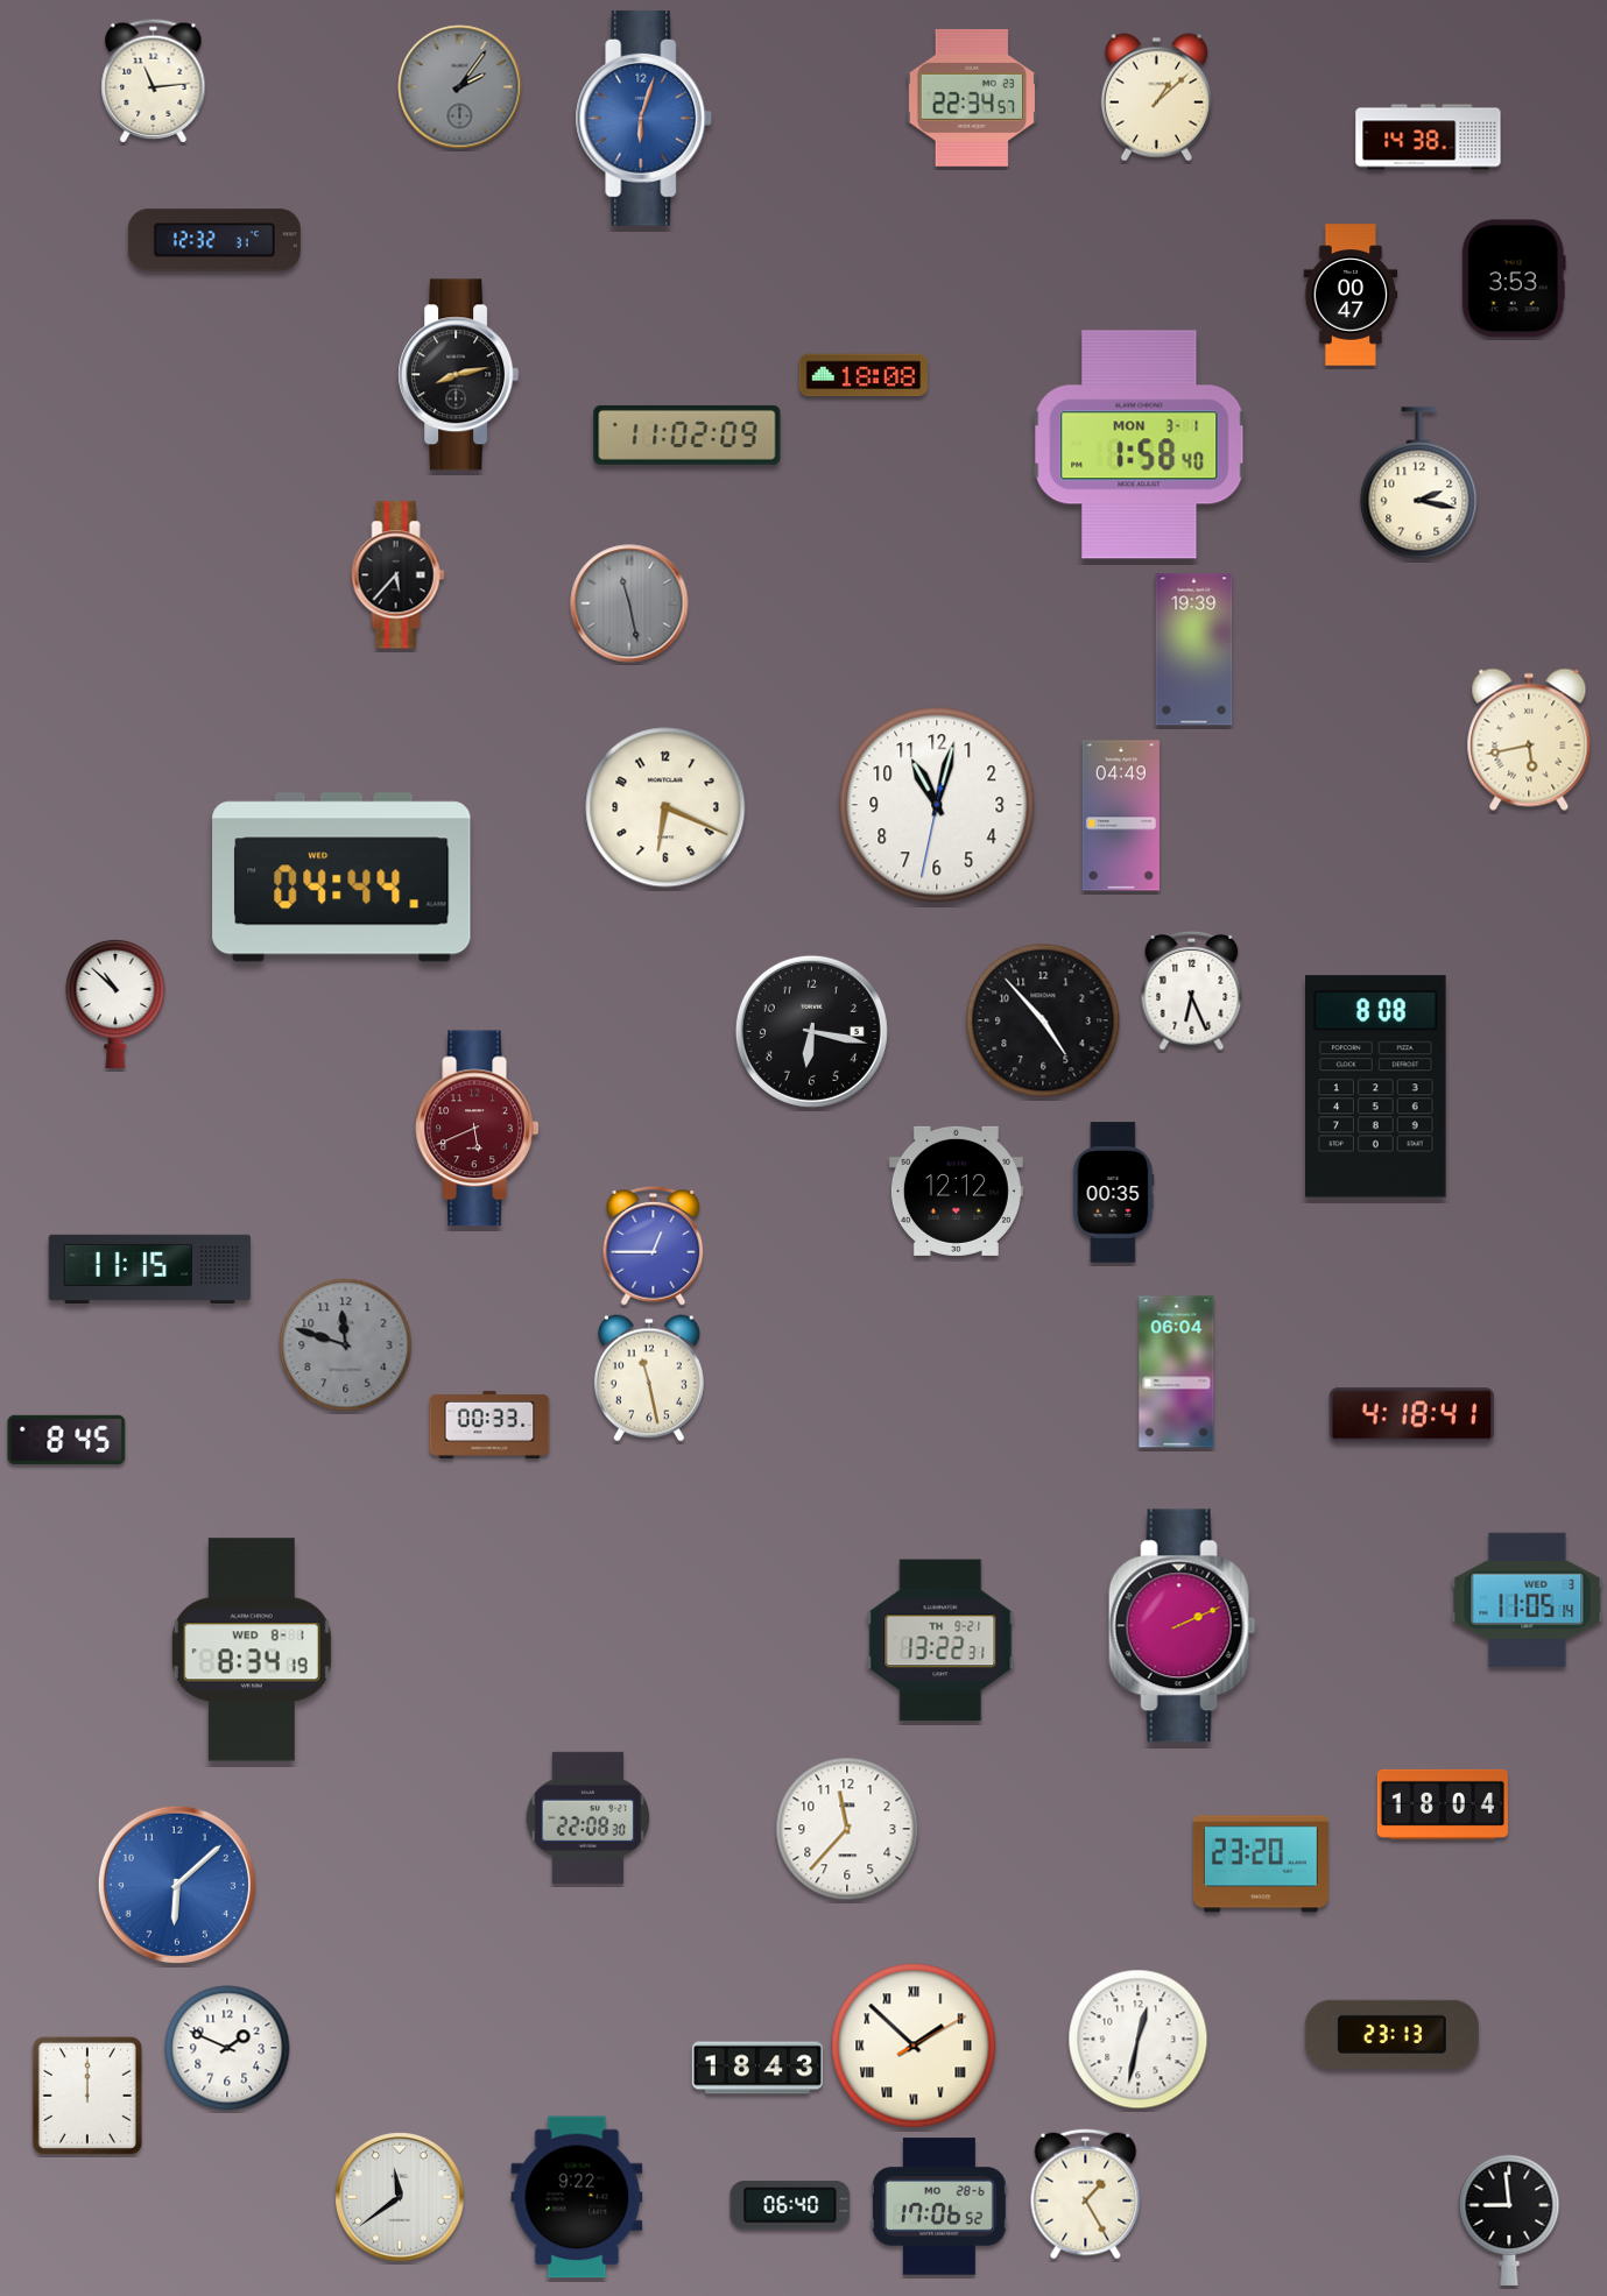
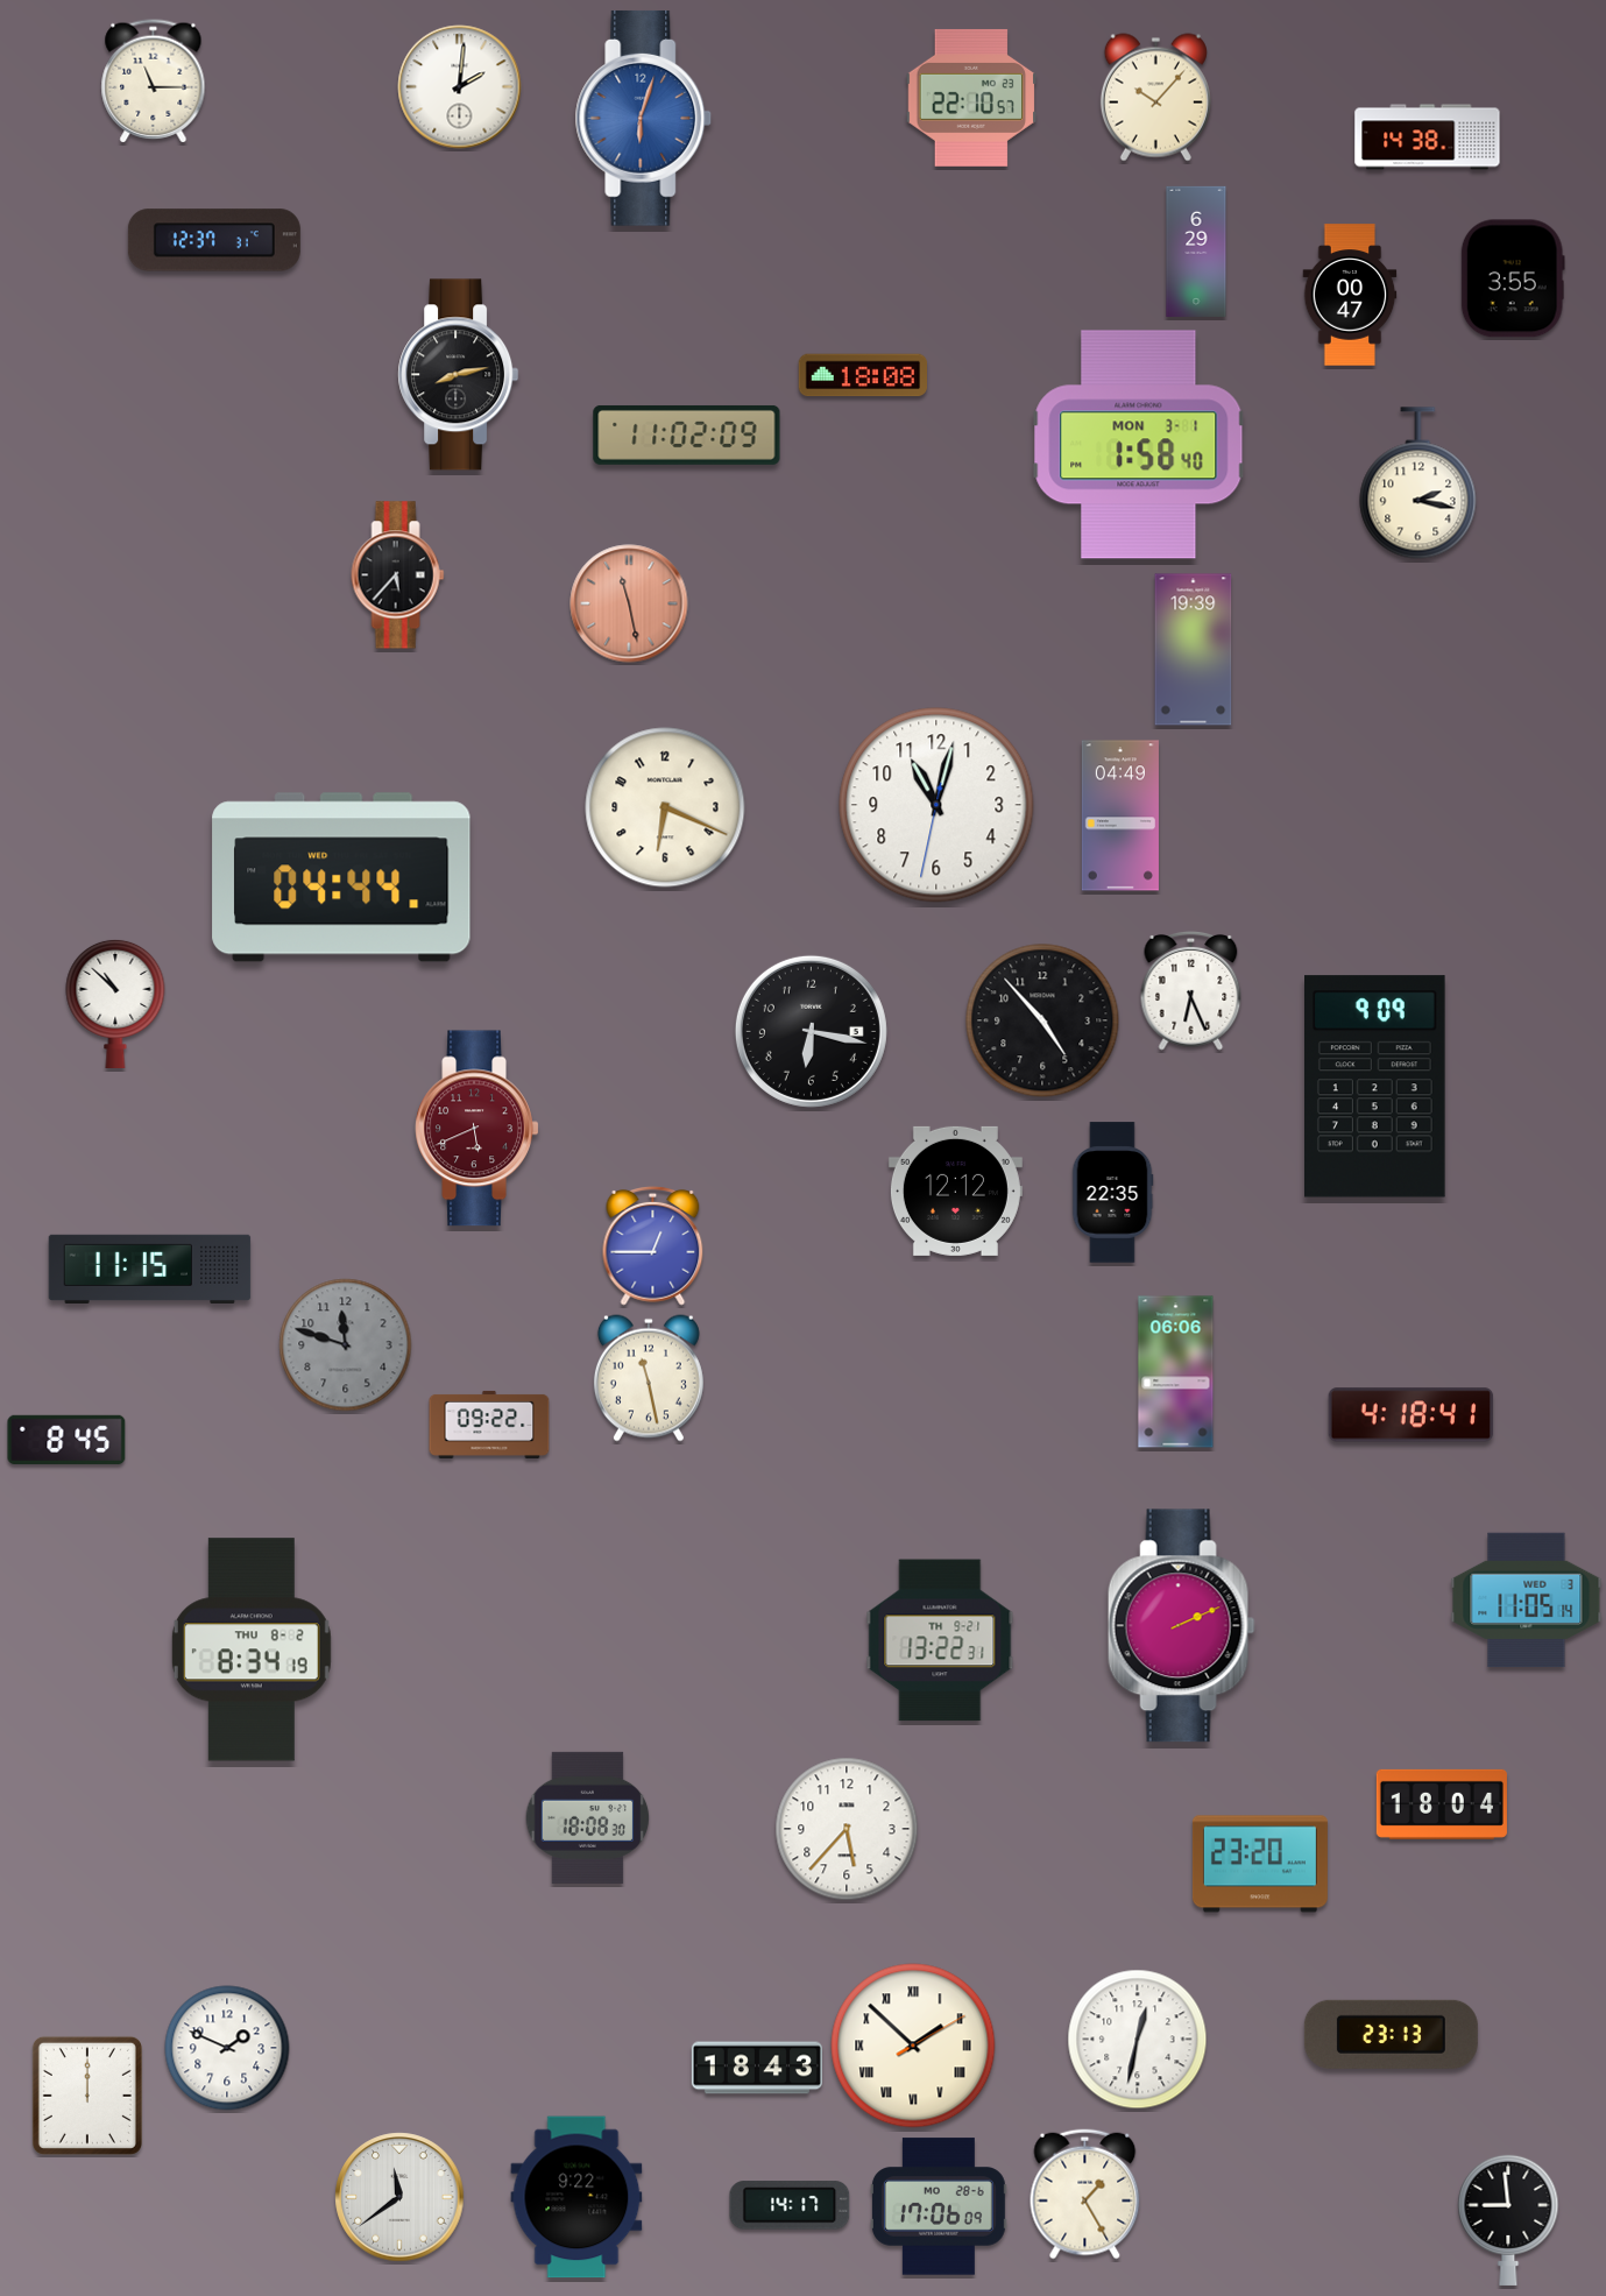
clock at (154, 82): 11:14 -> 11:15
clock at (460, 87): 2:06 -> 2:01
clock at (460, 87) dial: grey -> white
clock at (972, 98): 22:34 -> 22:10
clock at (1156, 98): 1:08 -> 10:07
clock at (214, 240): 12:32 -> 12:37
clock at (1196, 252): none -> 6:29
clock at (1514, 278): 3:53 -> 3:55
clock at (629, 603) dial: grey -> salmon
clock at (1529, 740): 5:43 -> none
clock at (1376, 1087): 8:08 -> 9:09
clock at (1113, 1193): 00:35 -> 22:35
clock at (1177, 1372): 06:04 -> 06:06
clock at (489, 1425): 00:33 -> 09:22
clock at (252, 1649) date: WED 8-1 -> THU 8-2
clock at (588, 1817): 22:08 -> 18:08
clock at (847, 1829): 11:37 -> 5:37
clock at (177, 1885): 6:08 -> none
clock at (790, 2205): 06:40 -> 14:17
clock at (939, 2206): 17:06:52 -> 17:06:09
